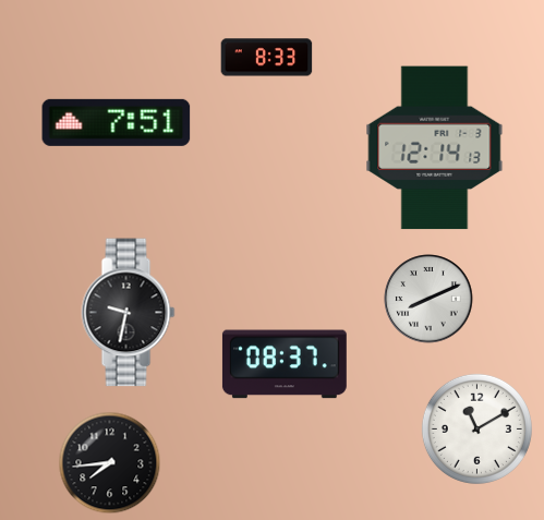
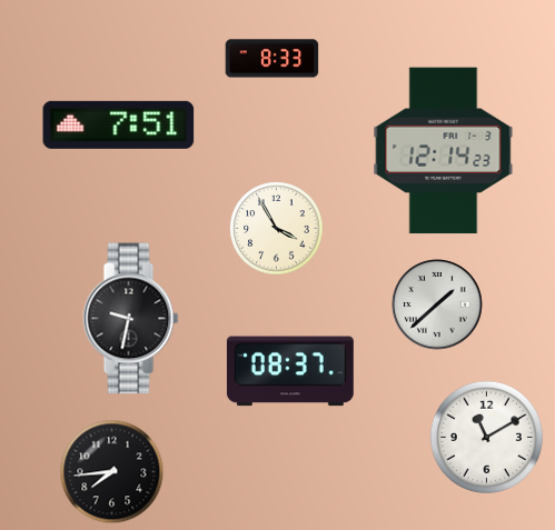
clock at (435, 148): 12:14:13 -> 12:14:23
clock at (277, 229): none -> 3:55
clock at (428, 299): 8:11 -> 1:38
